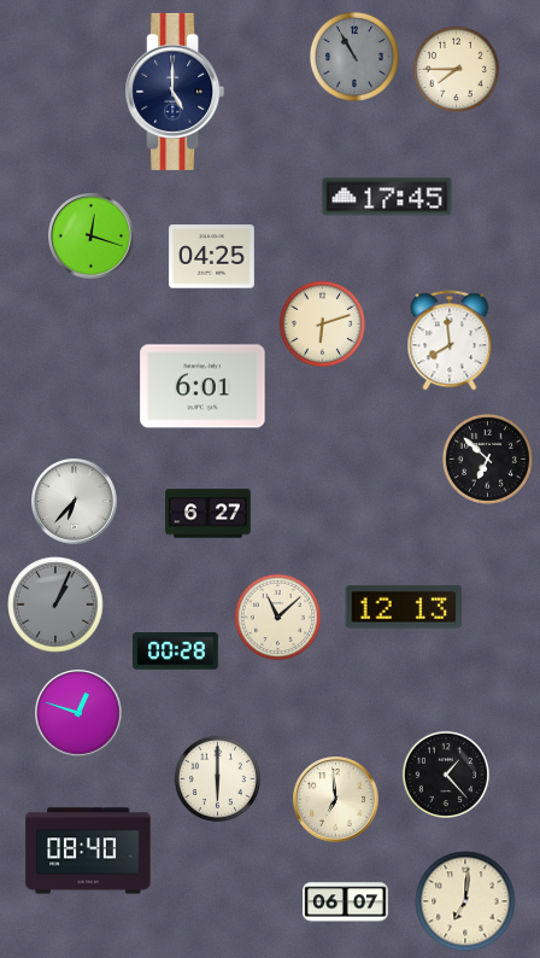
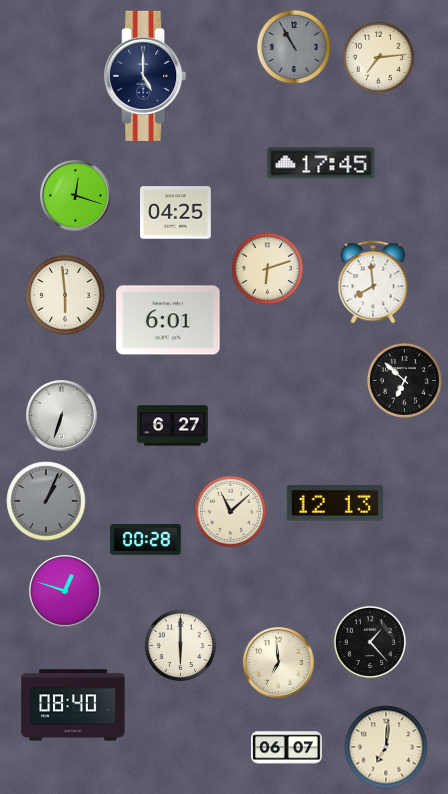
clock at (457, 70): 7:45 -> 7:14
clock at (65, 295): none -> 5:59
clock at (75, 502): 6:37 -> 6:33
